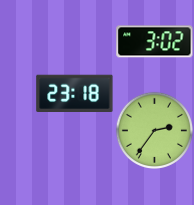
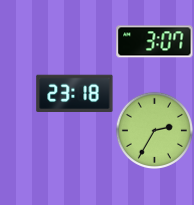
clock at (155, 42): 3:02 -> 3:07
clock at (154, 130): 2:36 -> 2:35
